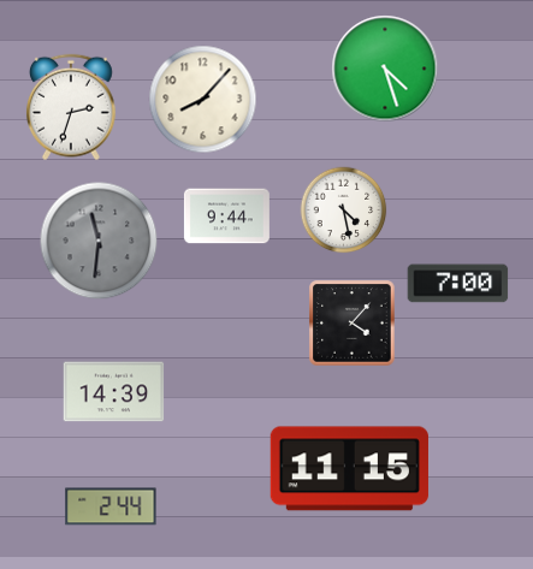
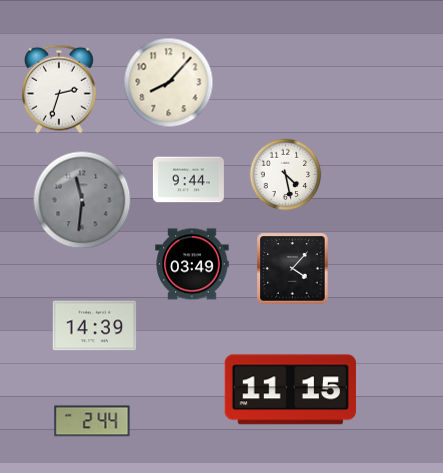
clock at (385, 69): 4:27 -> none
clock at (458, 284): 7:00 -> none
clock at (192, 264): none -> 03:49
